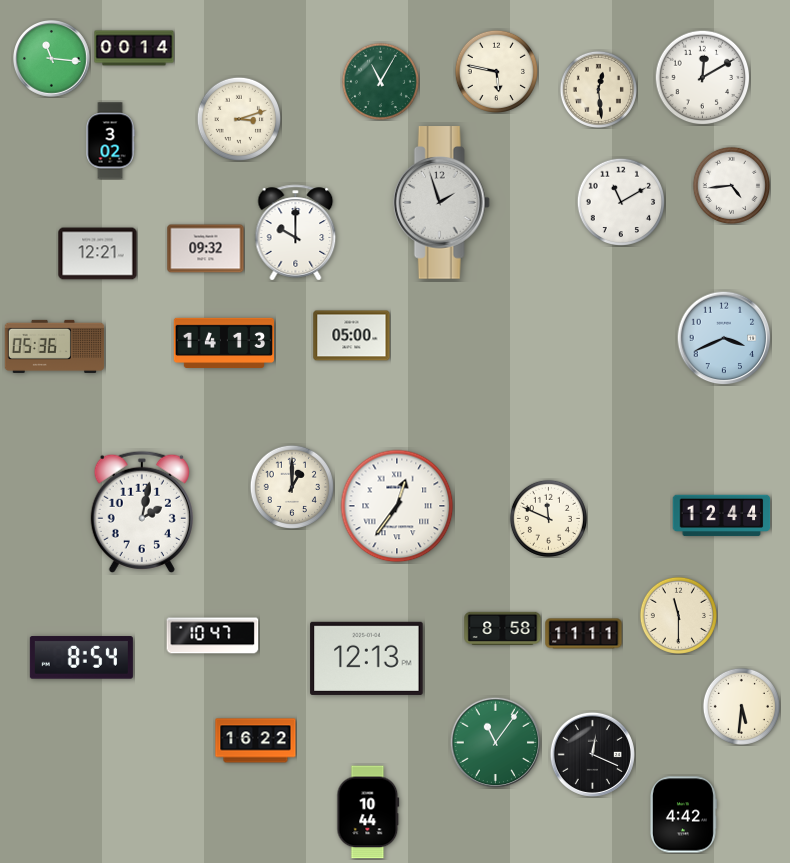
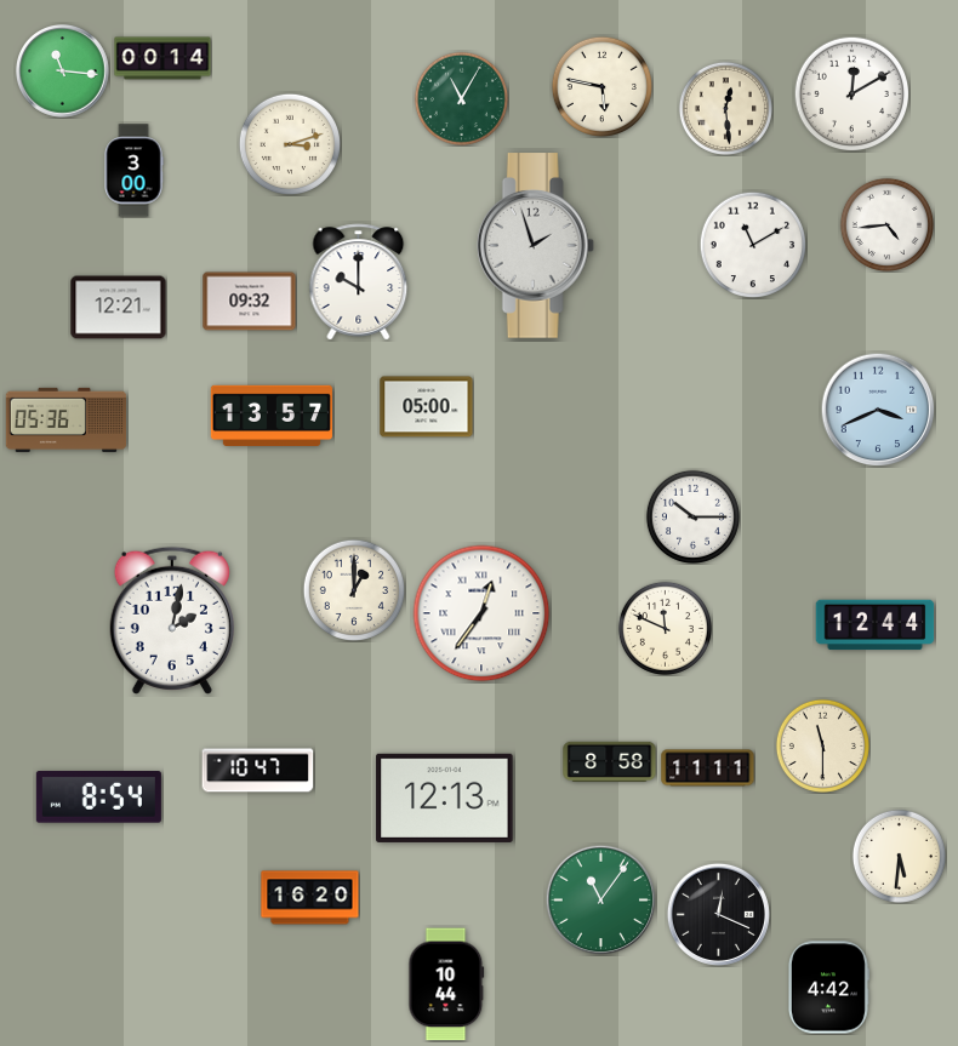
clock at (110, 141): 3:02 -> 3:00
clock at (223, 342): 14:13 -> 13:57
clock at (692, 516): none -> 10:15
clock at (256, 741): 16:22 -> 16:20
